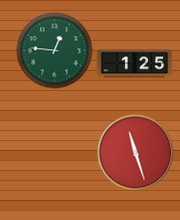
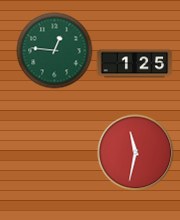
clock at (136, 153): 11:27 -> 11:32
